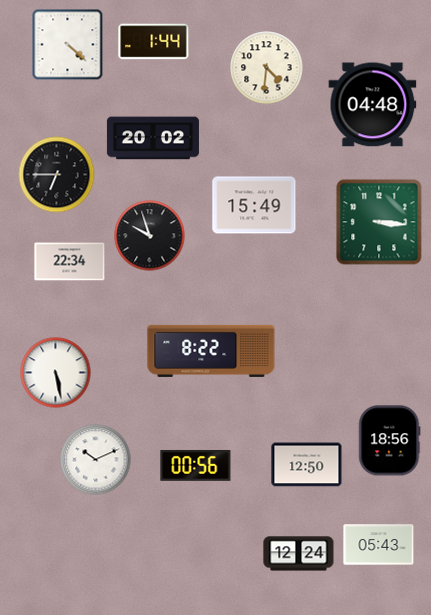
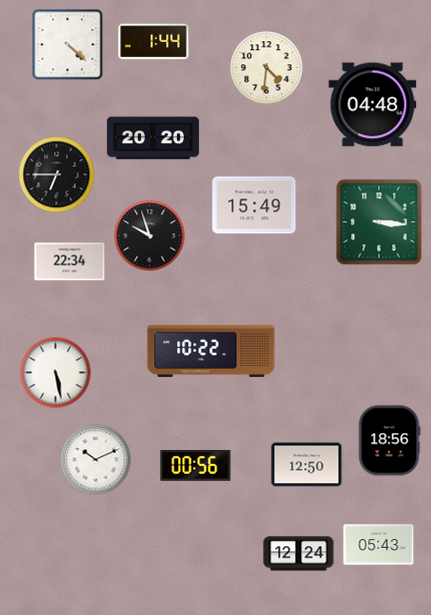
clock at (153, 138): 20:02 -> 20:20
clock at (211, 351): 8:22 -> 10:22
